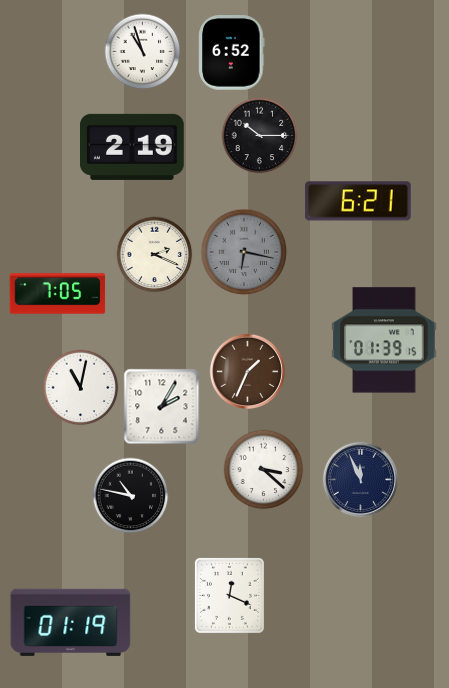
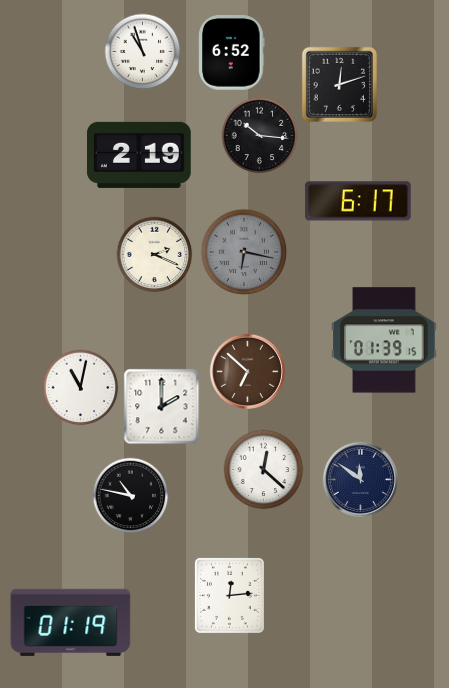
clock at (339, 84): none -> 12:12
clock at (260, 136): 10:15 -> 10:16
clock at (133, 147) position: (133, 147) -> (140, 155)
clock at (358, 201): 6:21 -> 6:17
clock at (58, 294): 7:05 -> none
clock at (247, 371): 1:34 -> 6:52
clock at (162, 407): 2:05 -> 2:00
clock at (264, 470): 3:22 -> 12:22
clock at (360, 479): 11:56 -> 11:51
clock at (229, 595): 12:19 -> 12:14
